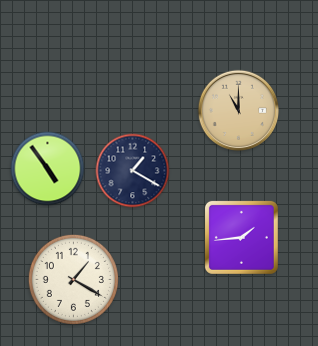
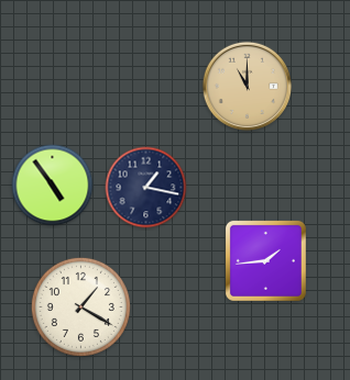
clock at (238, 110) position: (238, 110) -> (247, 86)
clock at (133, 171): 1:20 -> 1:17
